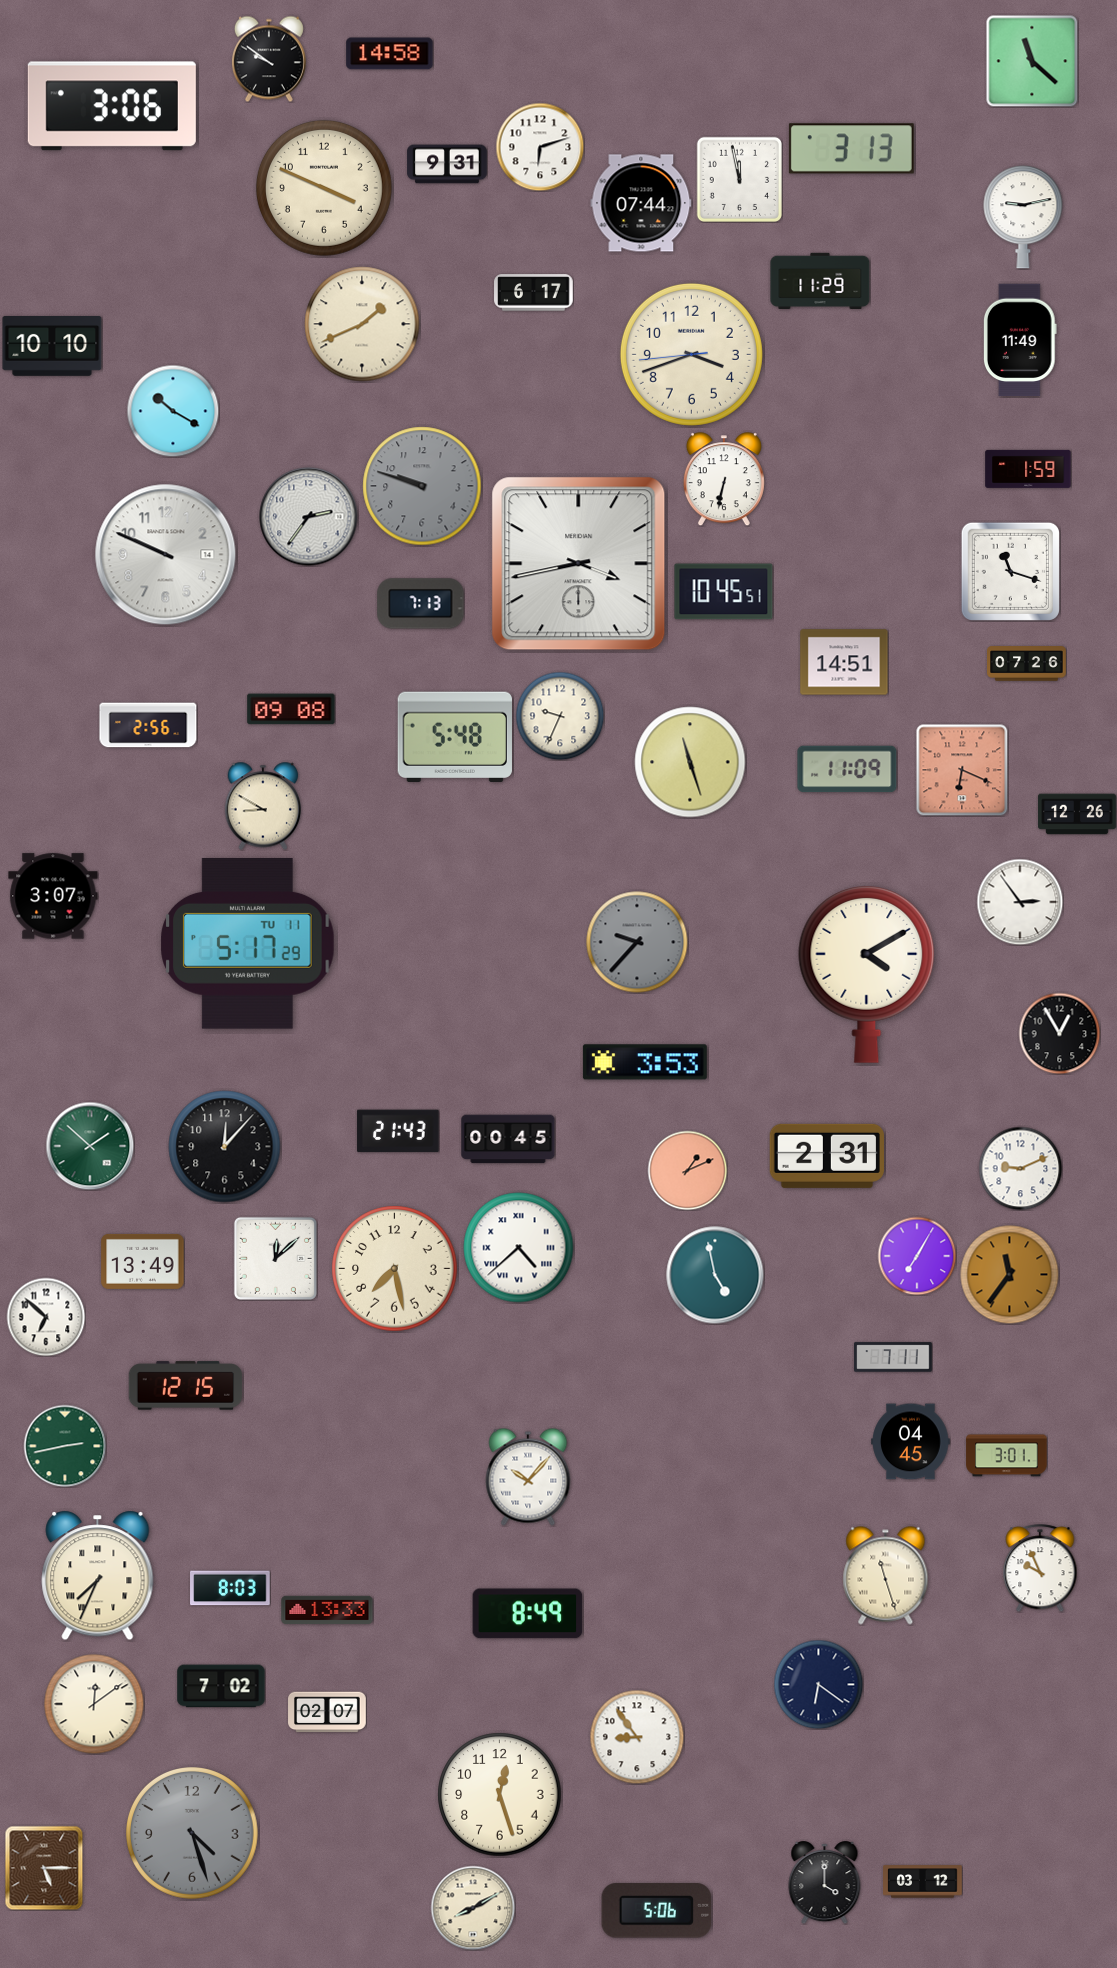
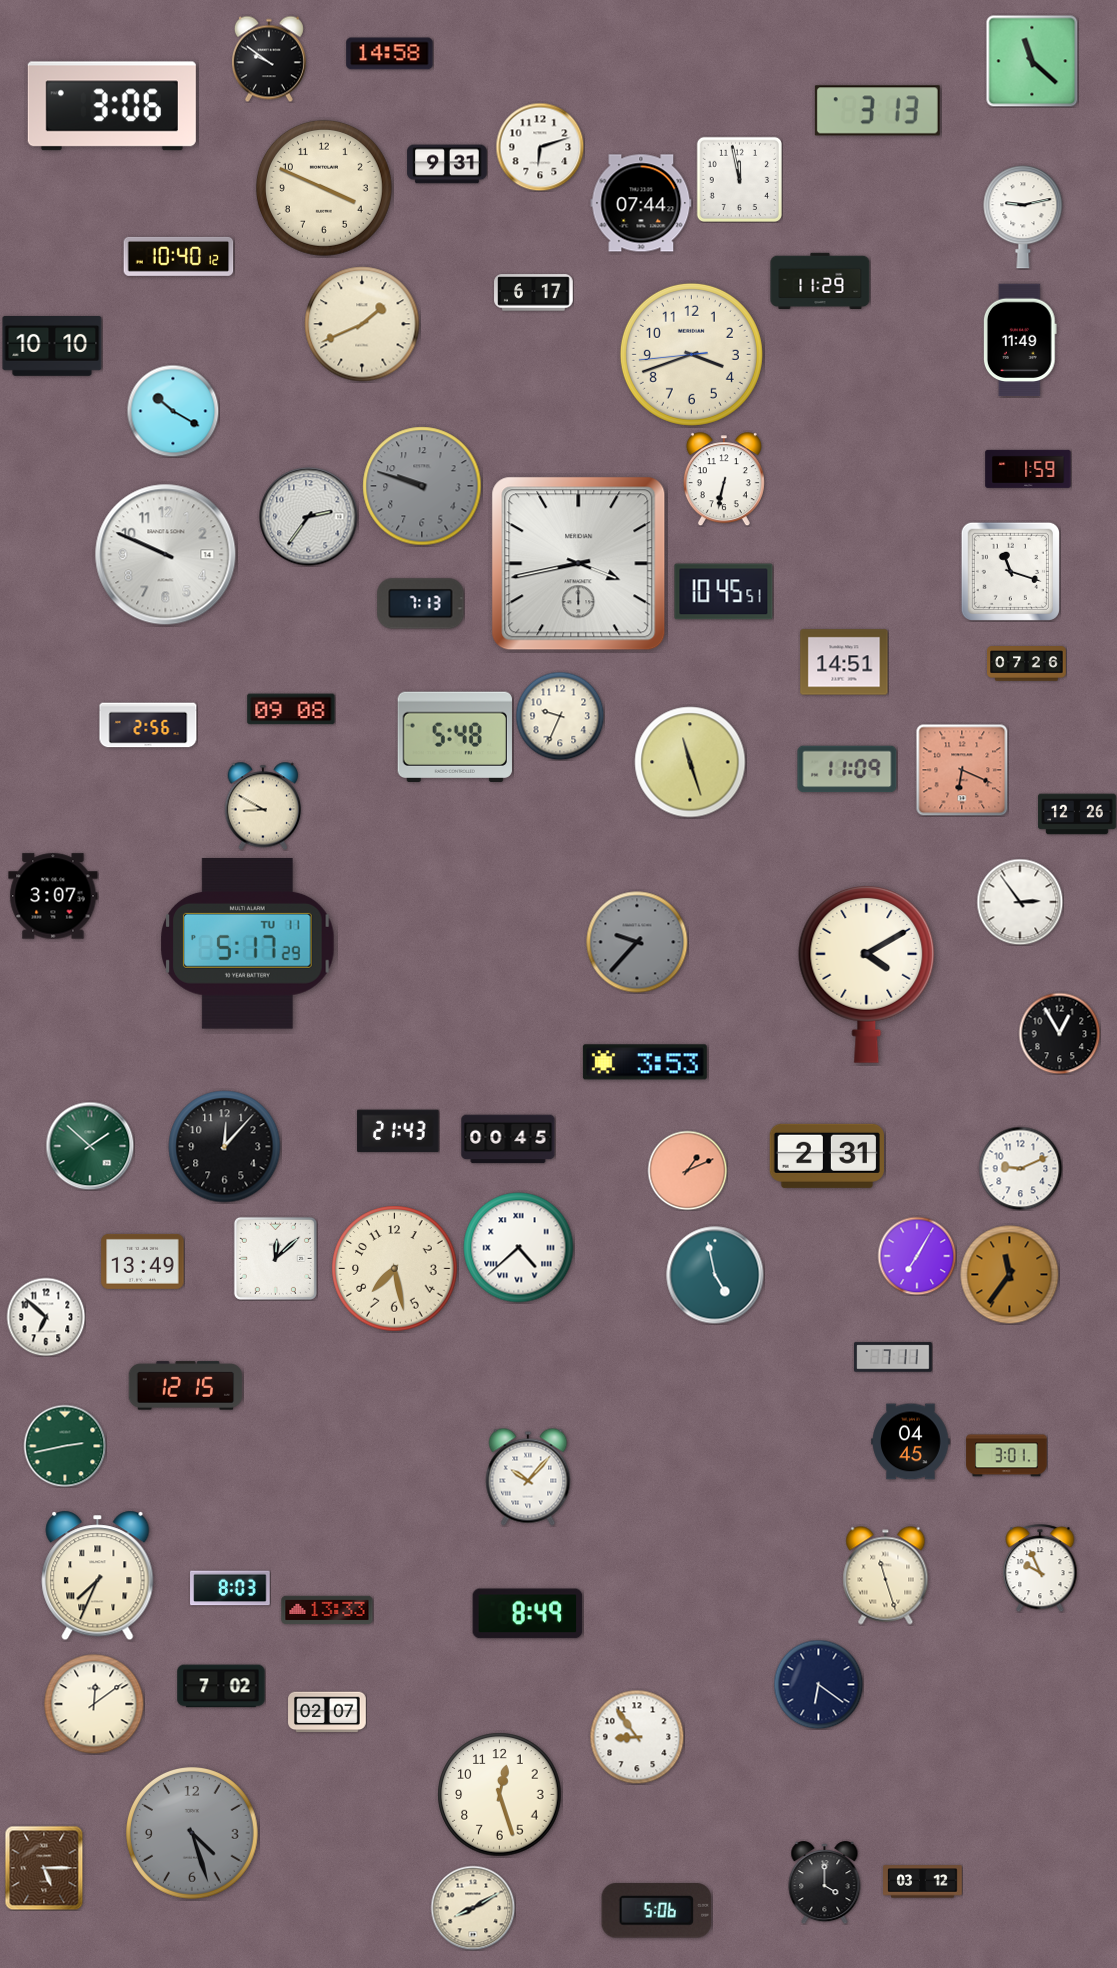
clock at (851, 149) position: (851, 149) -> (877, 111)
clock at (179, 256): none -> 10:40
